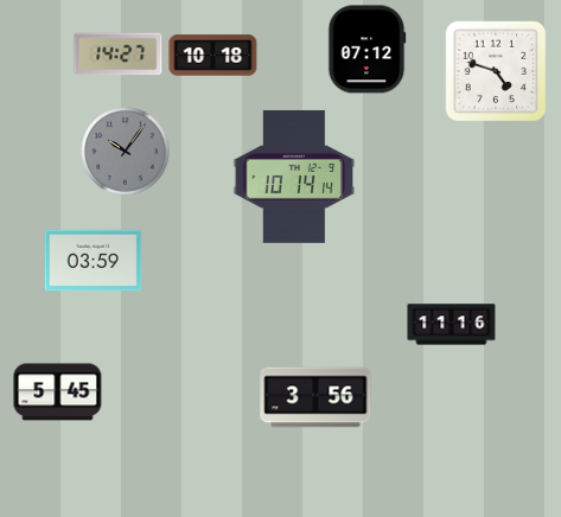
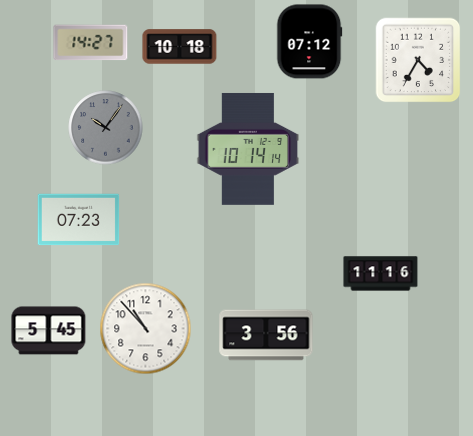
clock at (119, 55) position: (119, 55) -> (91, 43)
clock at (496, 71): 4:48 -> 4:35
clock at (94, 261): 03:59 -> 07:23
clock at (146, 329): none -> 10:53
